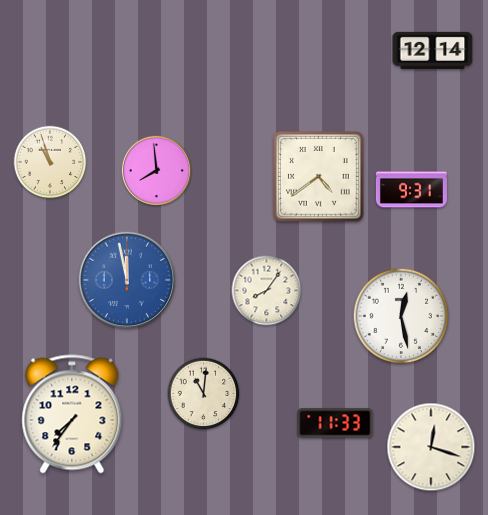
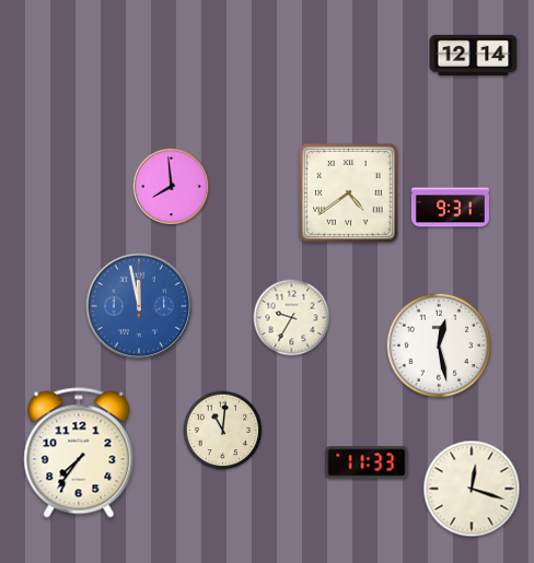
clock at (50, 162): 10:57 -> none
clock at (267, 291): 8:06 -> 9:35
